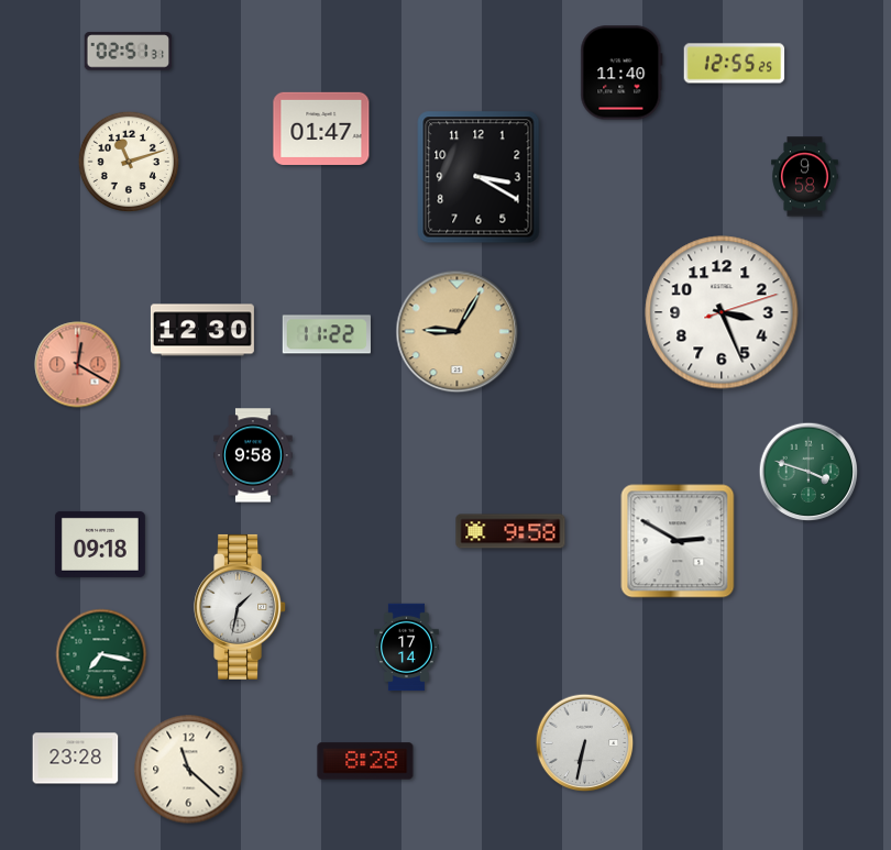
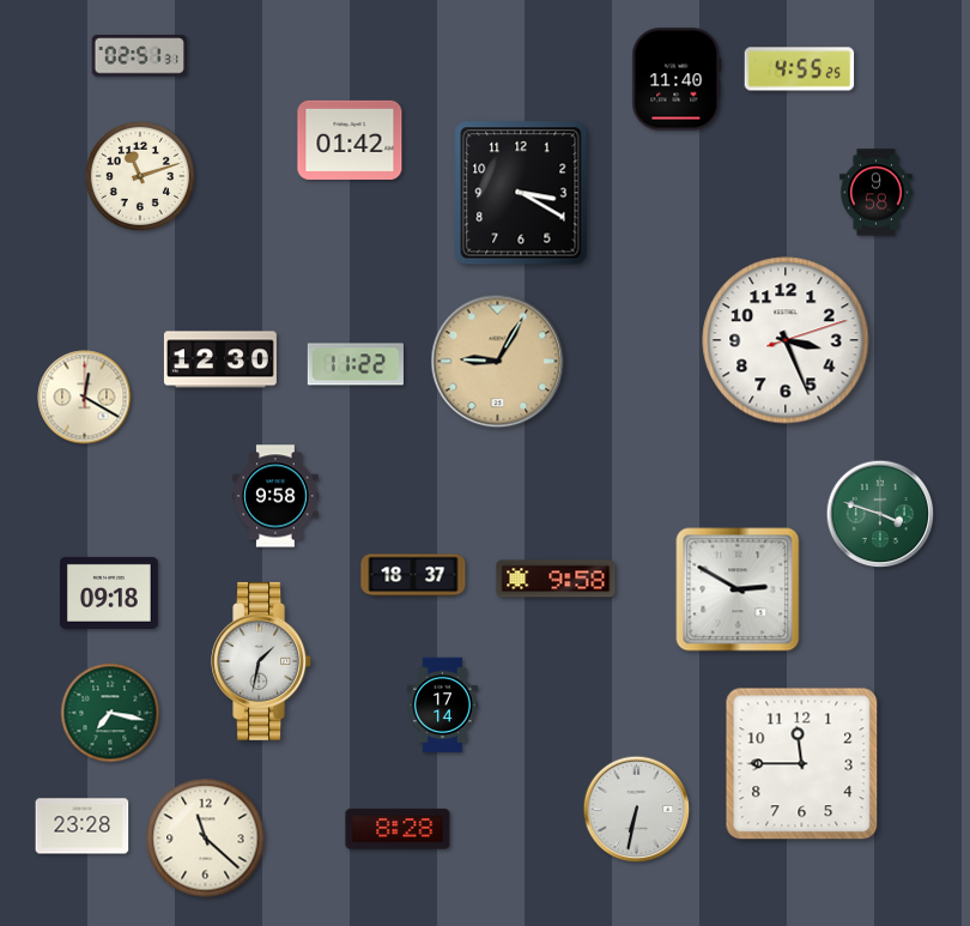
clock at (735, 64): 12:55 -> 4:55
clock at (321, 129): 01:47 -> 01:42
clock at (78, 365) dial: salmon -> cream
clock at (413, 575): none -> 18:37
clock at (802, 764): none -> 11:45
